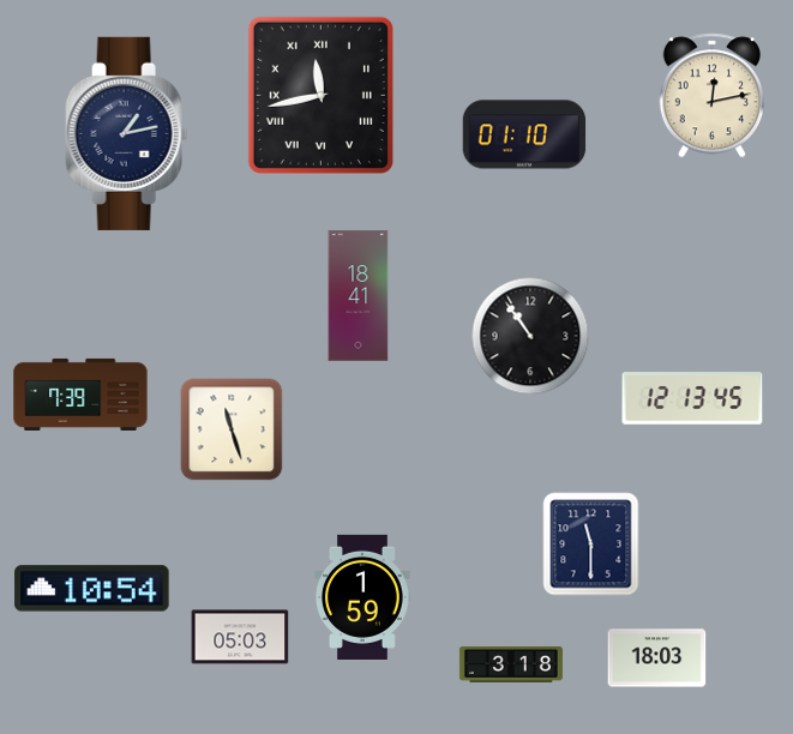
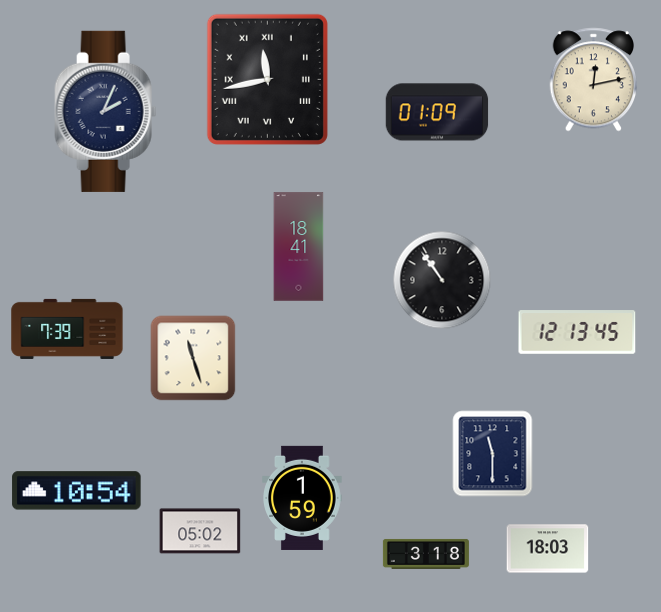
clock at (127, 133): 1:13 -> 2:04
clock at (524, 134): 01:10 -> 01:09
clock at (240, 637): 05:03 -> 05:02
